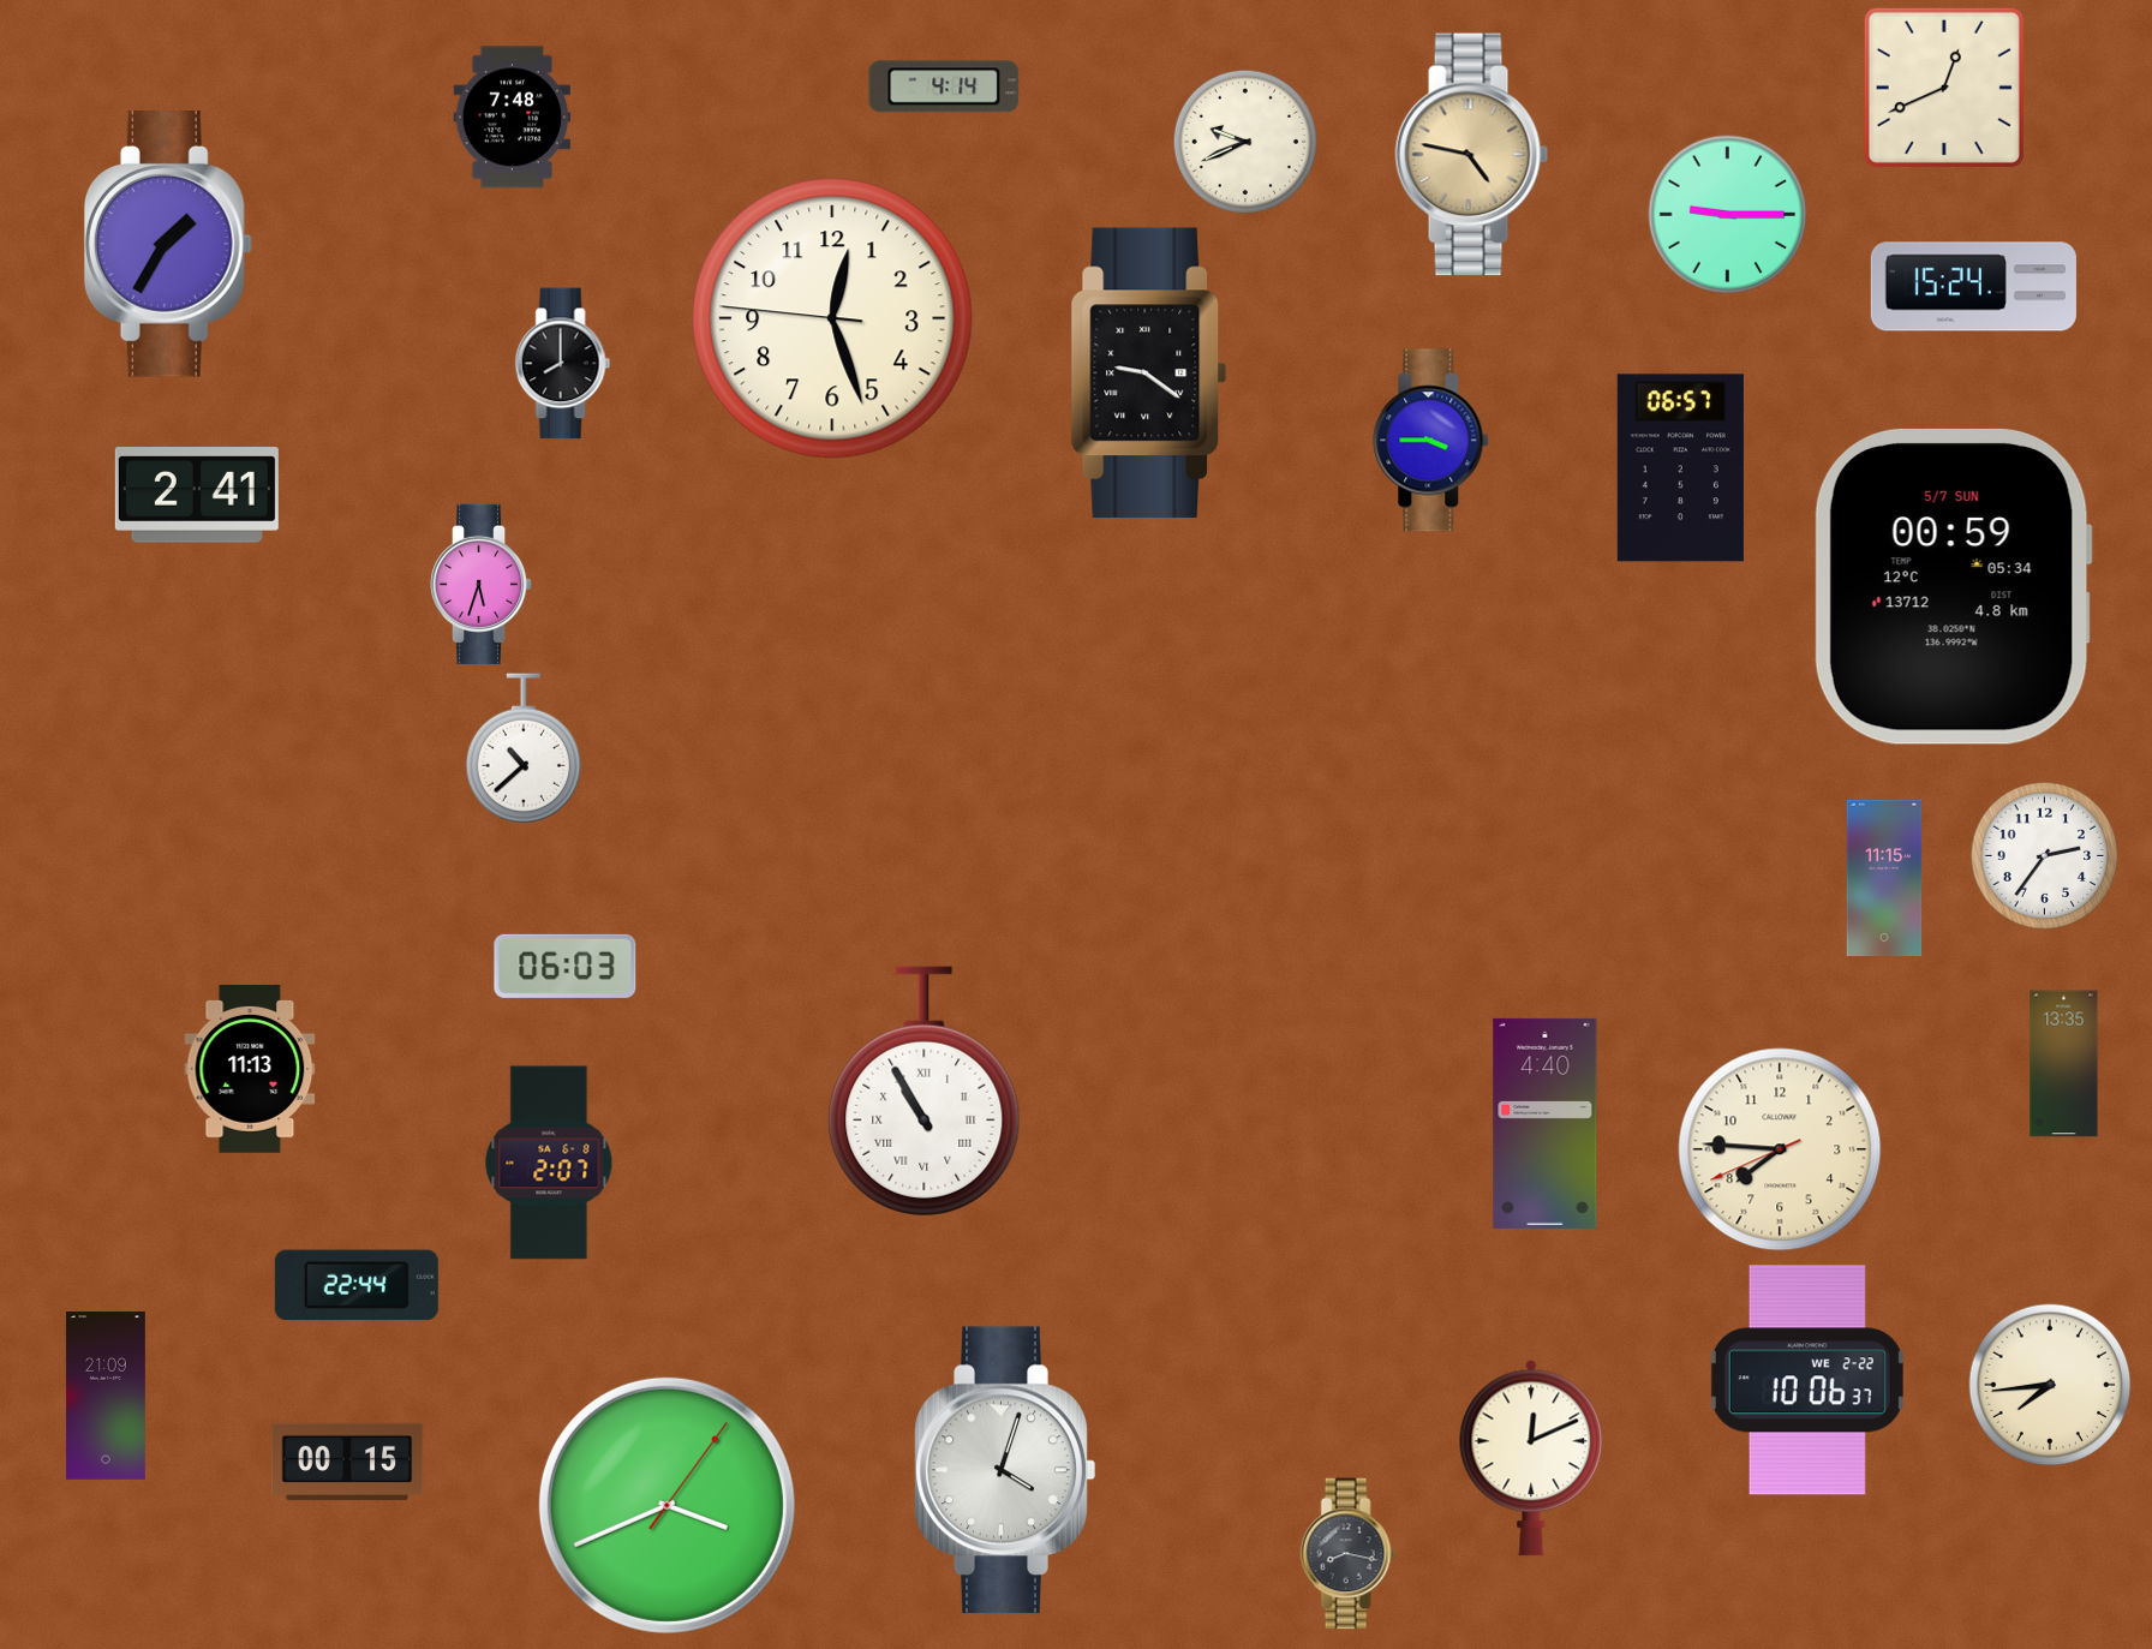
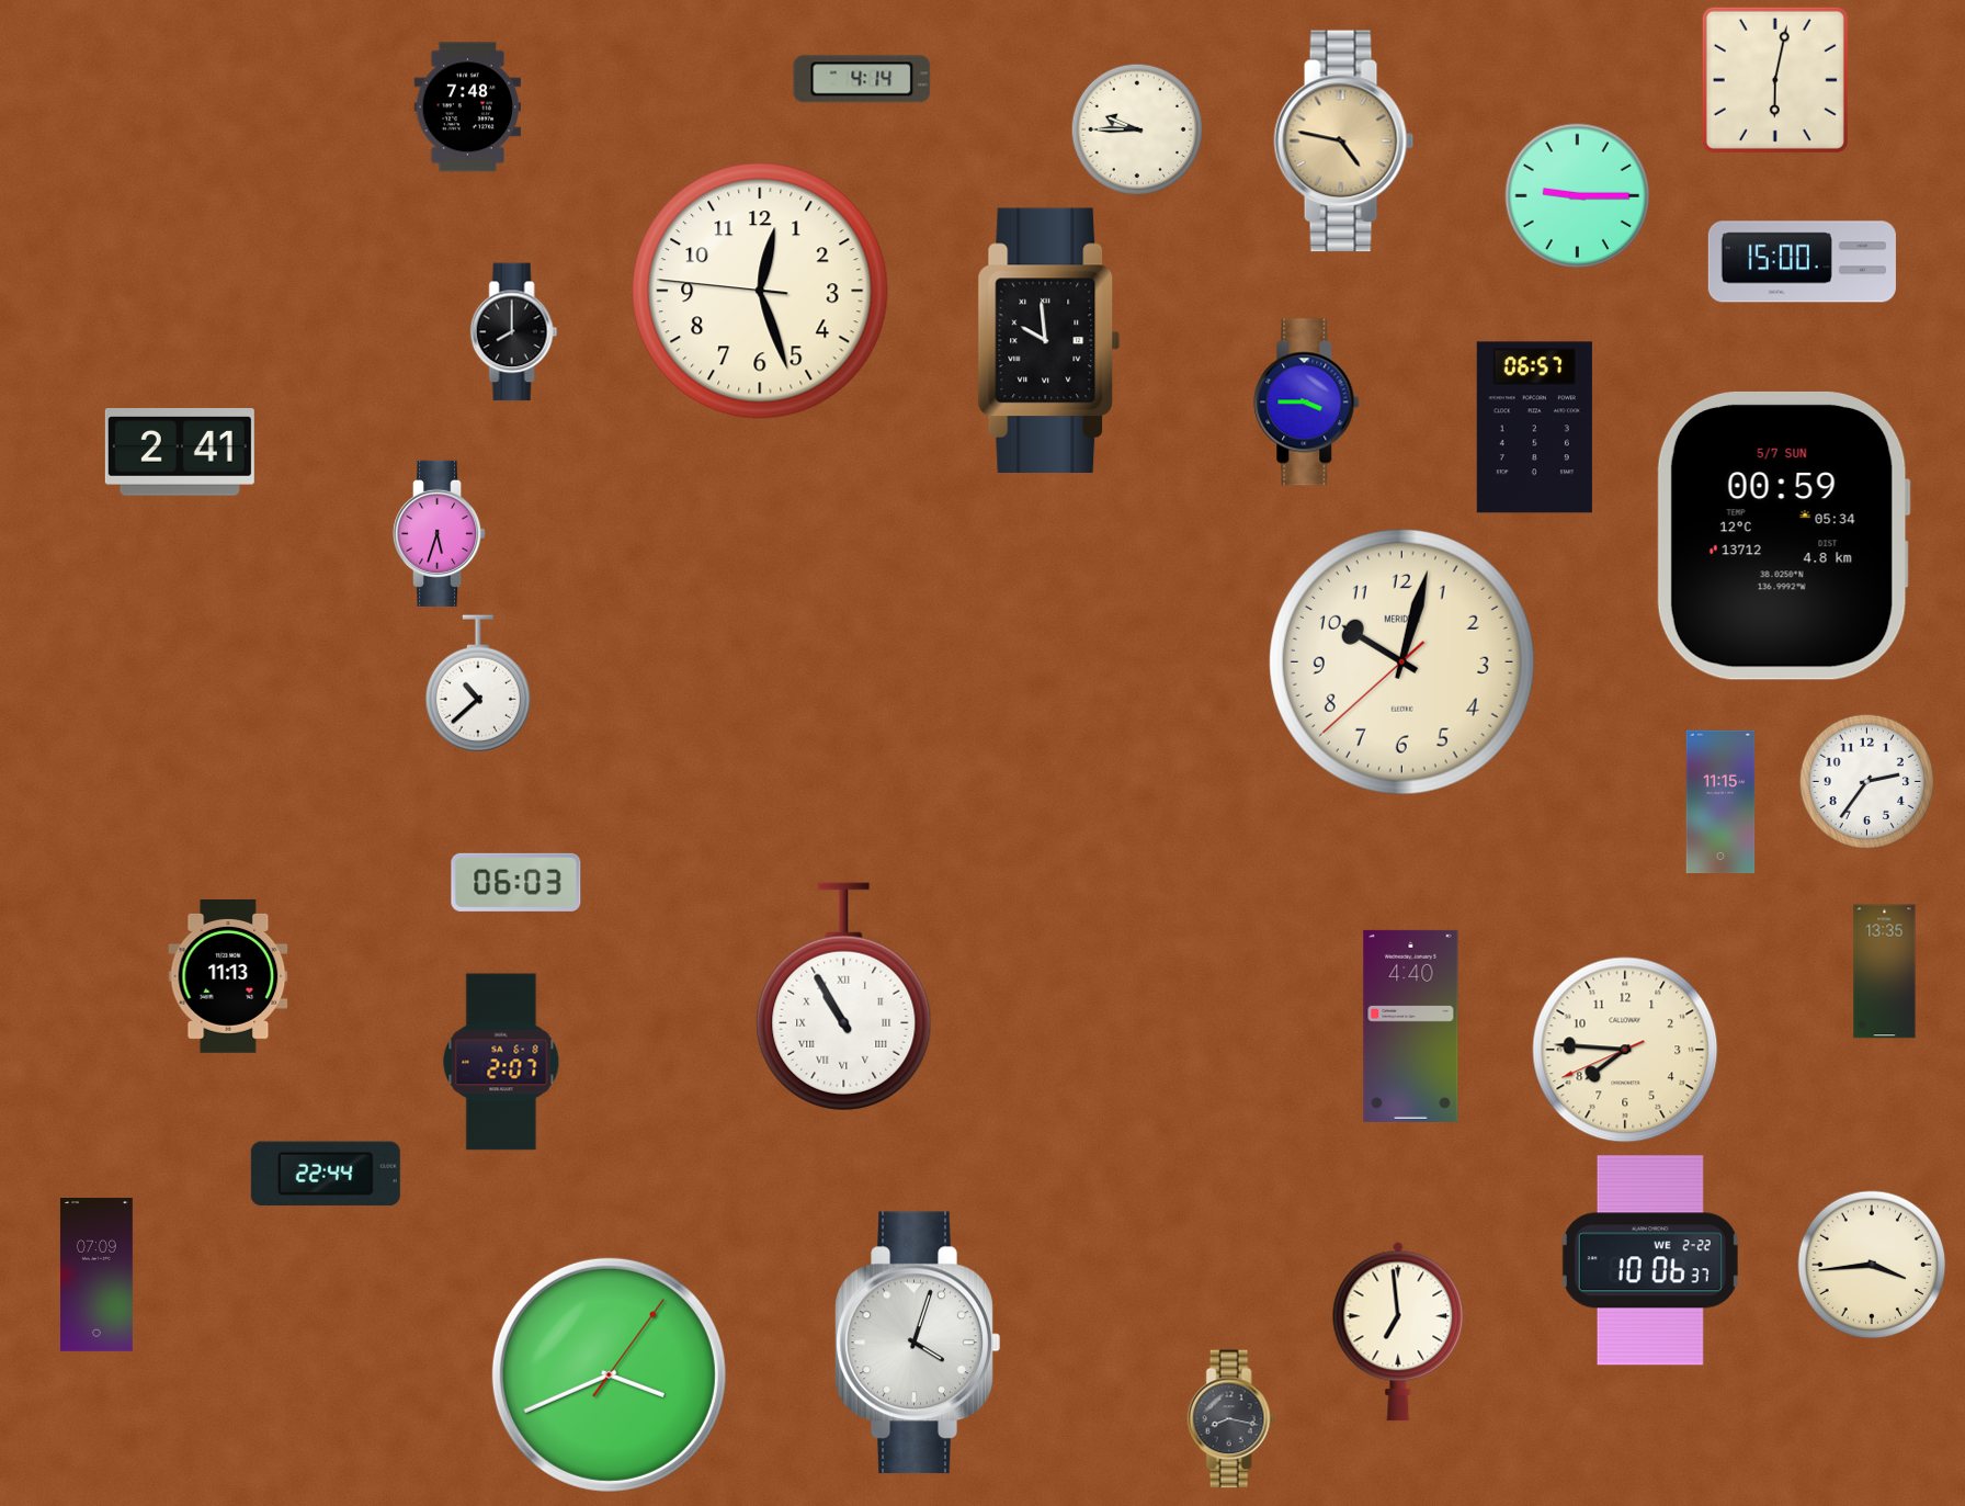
clock at (1944, 88): 12:41 -> 6:02
clock at (1244, 141): 9:41 -> 9:45
clock at (168, 245): 1:35 -> none
clock at (1973, 287): 15:24 -> 15:00
clock at (1149, 374): 9:21 -> 9:59
clock at (1401, 661): none -> 10:02
clock at (2050, 1385): 7:44 -> 3:44
clock at (106, 1397): 21:09 -> 07:09
clock at (1531, 1458): 12:11 -> 6:59
clock at (347, 1462): 00:15 -> none
